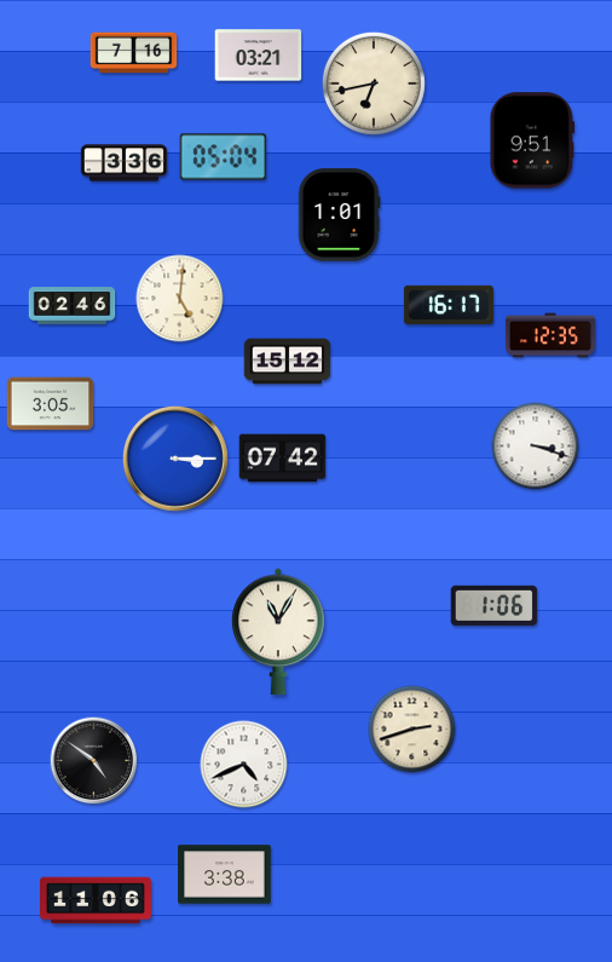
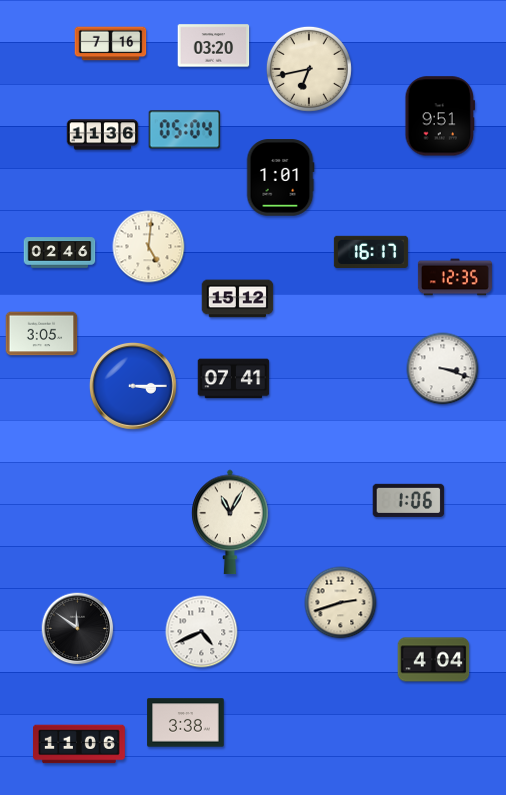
clock at (259, 56): 03:21 -> 03:20
clock at (125, 163): 3:36 -> 11:36
clock at (283, 459): 07:42 -> 07:41
clock at (177, 460) position: (177, 460) -> (134, 387)
clock at (94, 761): 4:51 -> 11:51
clock at (434, 660): none -> 4:04
